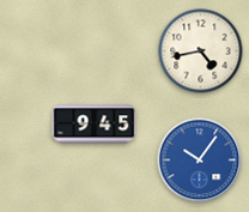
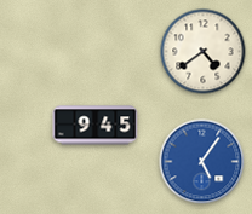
clock at (201, 52): 4:43 -> 4:39
clock at (200, 160): 10:06 -> 5:06
